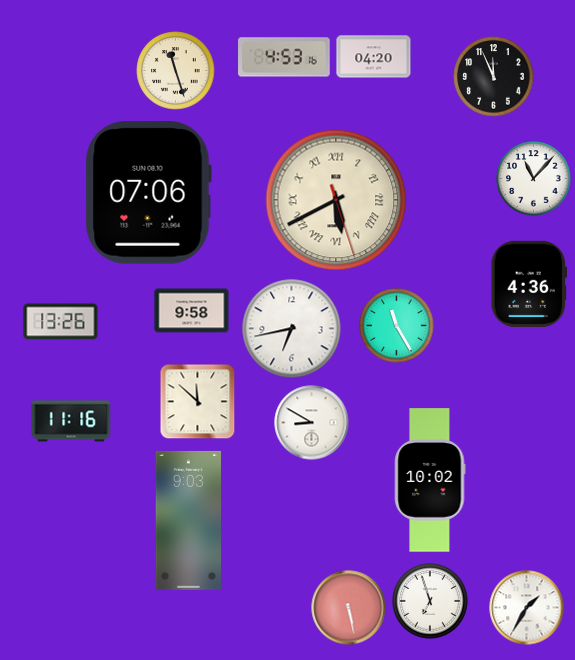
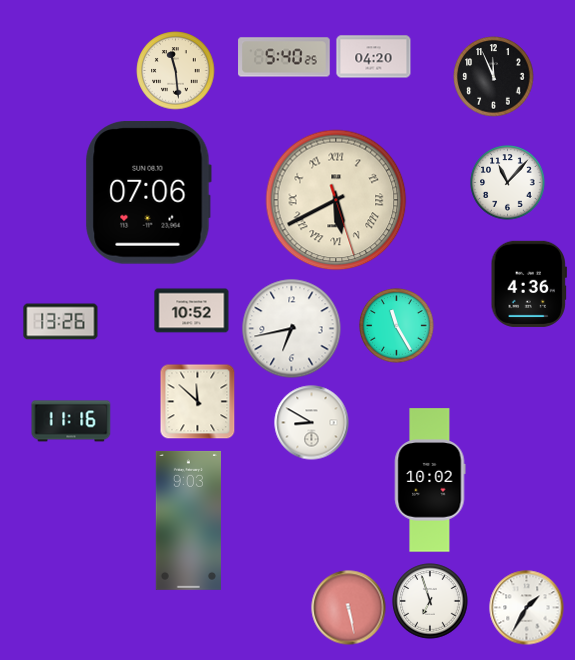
clock at (284, 57): 4:53 -> 5:40
clock at (176, 71): 11:27 -> 11:29
clock at (534, 179) position: (534, 179) -> (508, 183)
clock at (192, 311): 9:58 -> 10:52
